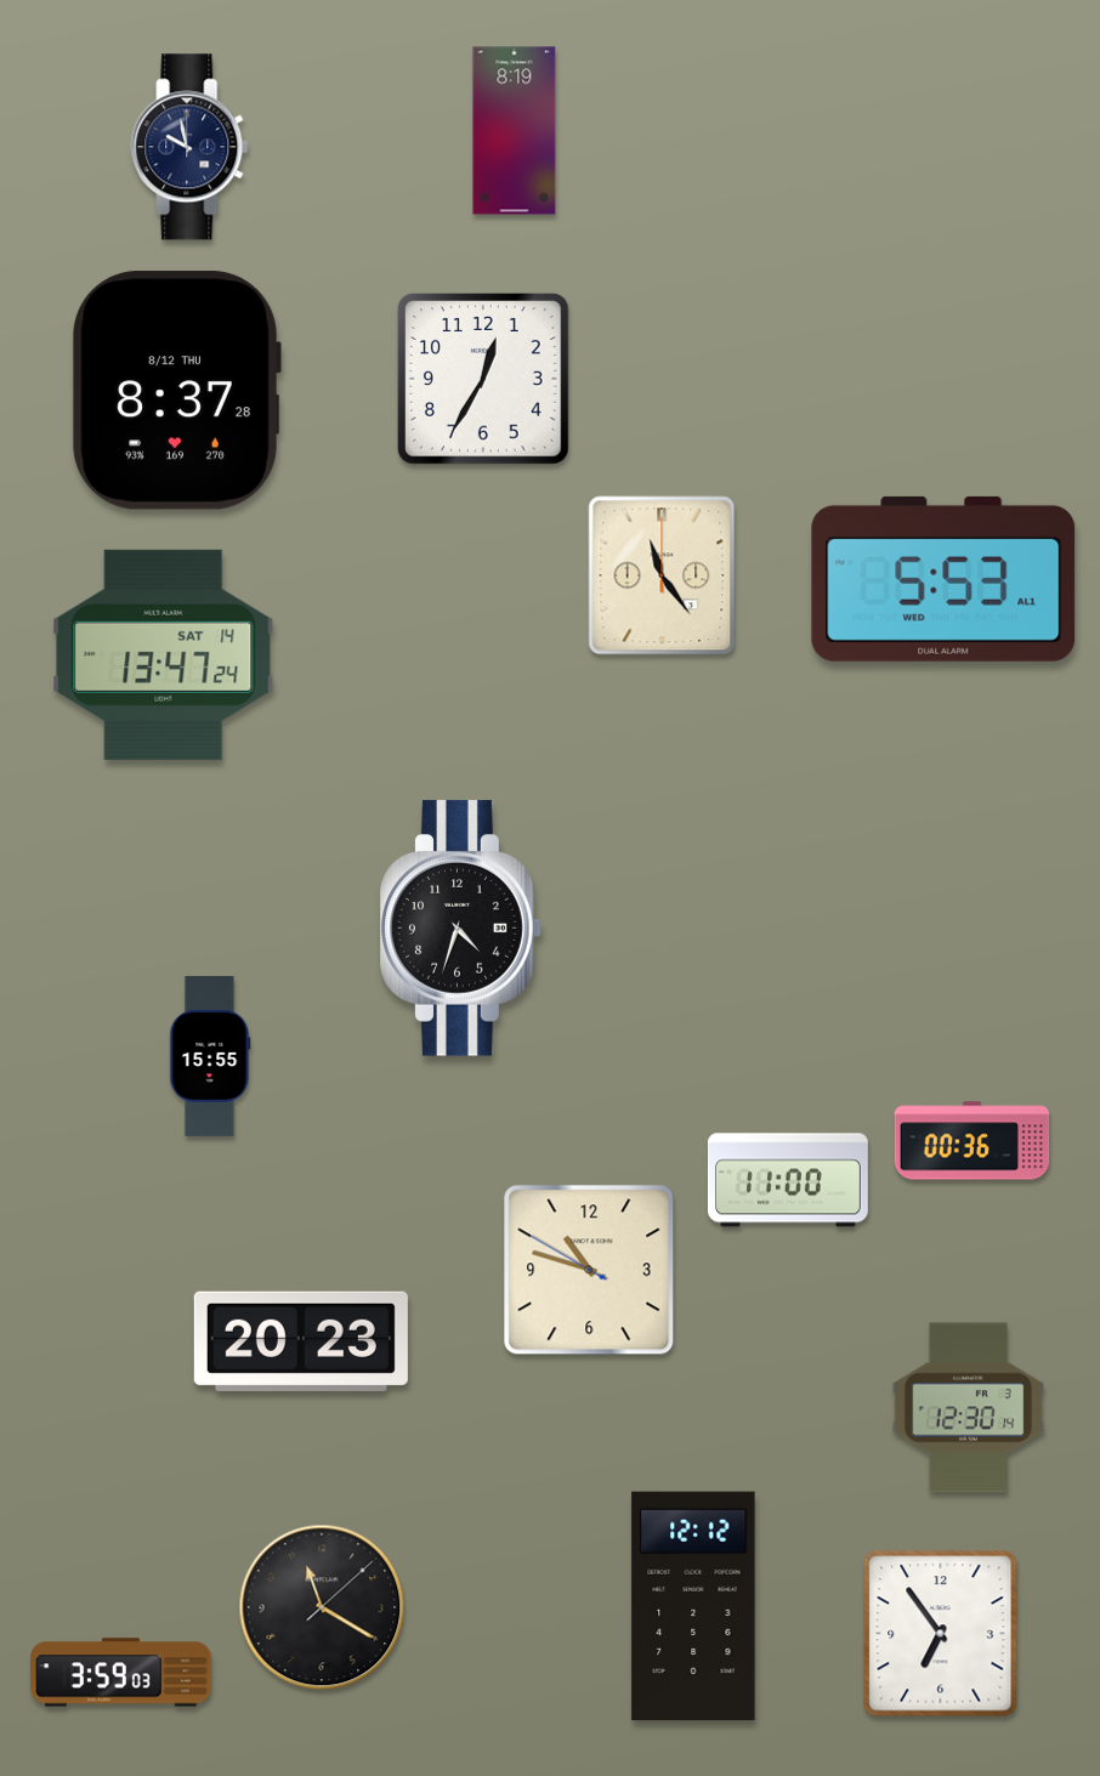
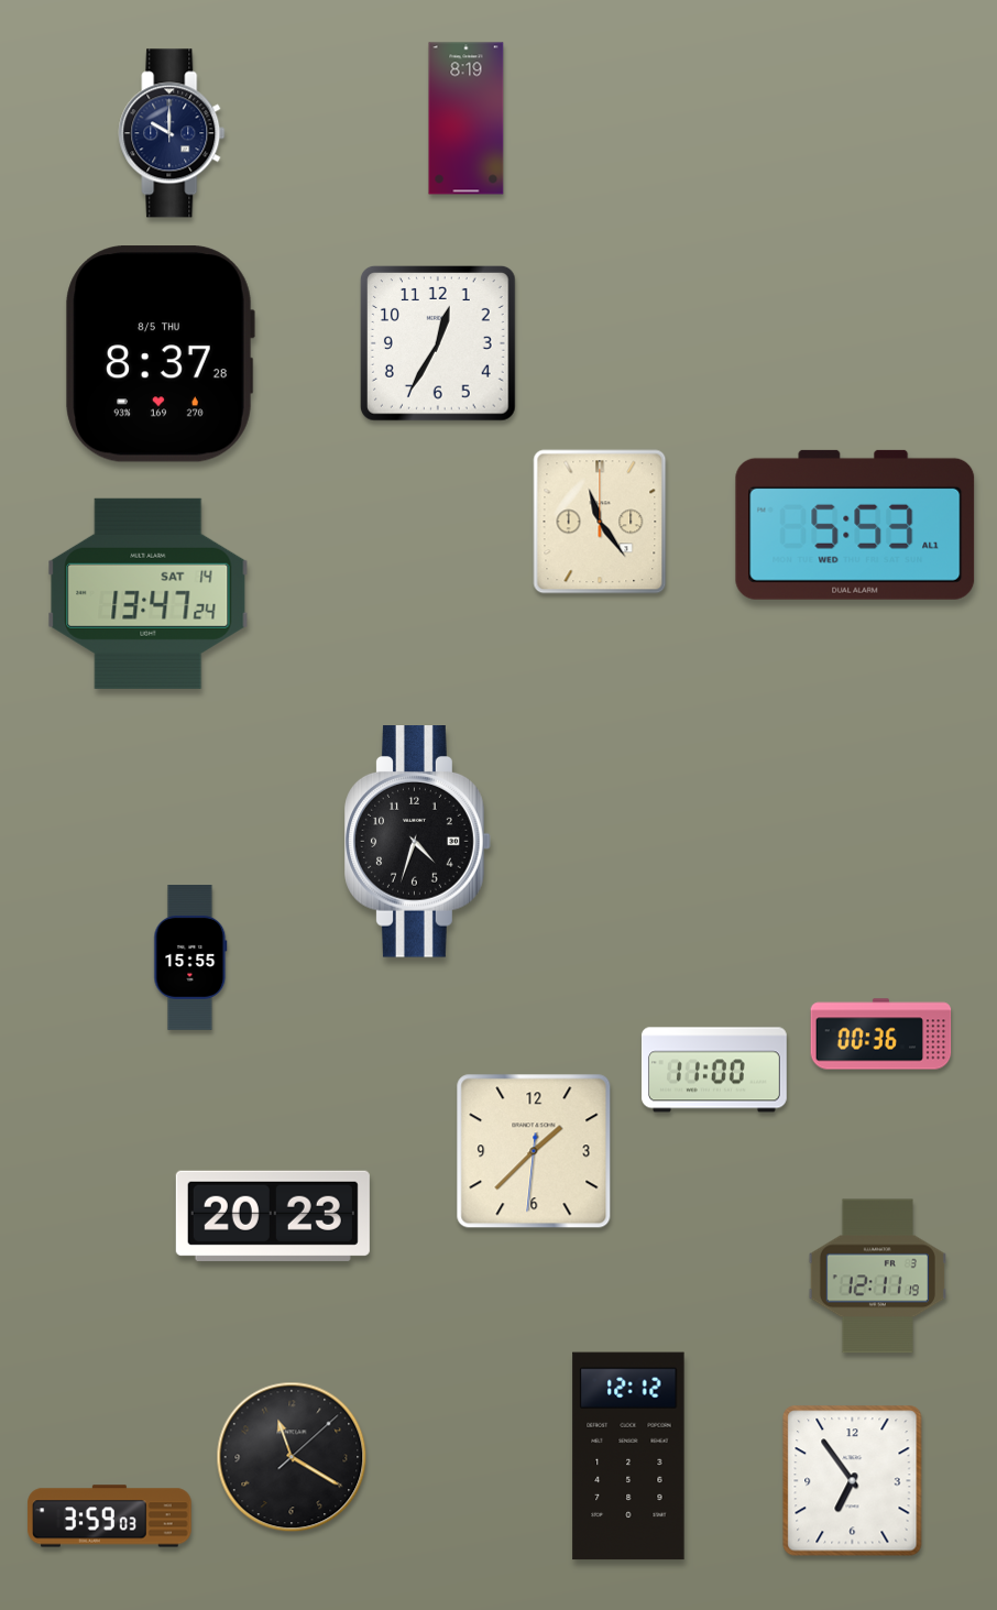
clock at (189, 147): 9:58 -> 10:00
clock at (176, 391) date: 8/12 THU -> 8/5 THU
clock at (589, 1270): 10:47 -> 1:37
clock at (968, 1408): 12:30 -> 12:11
